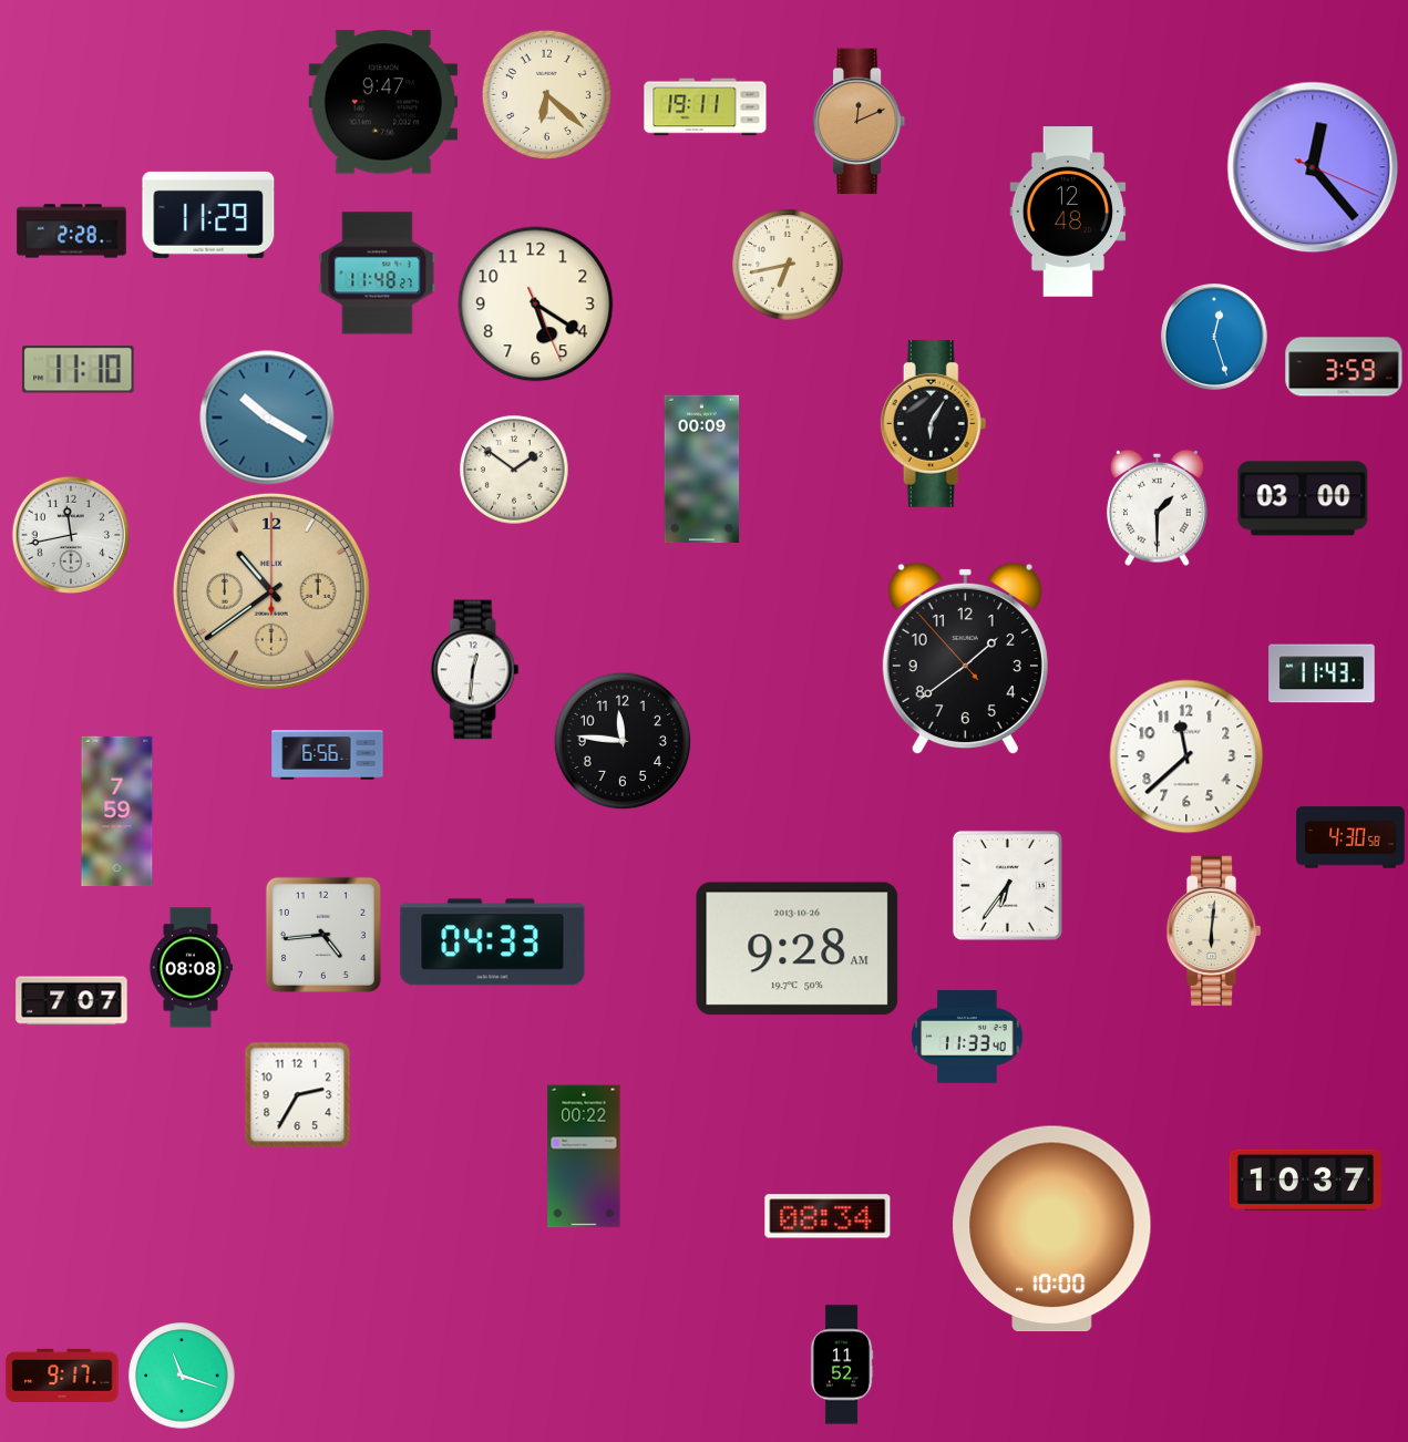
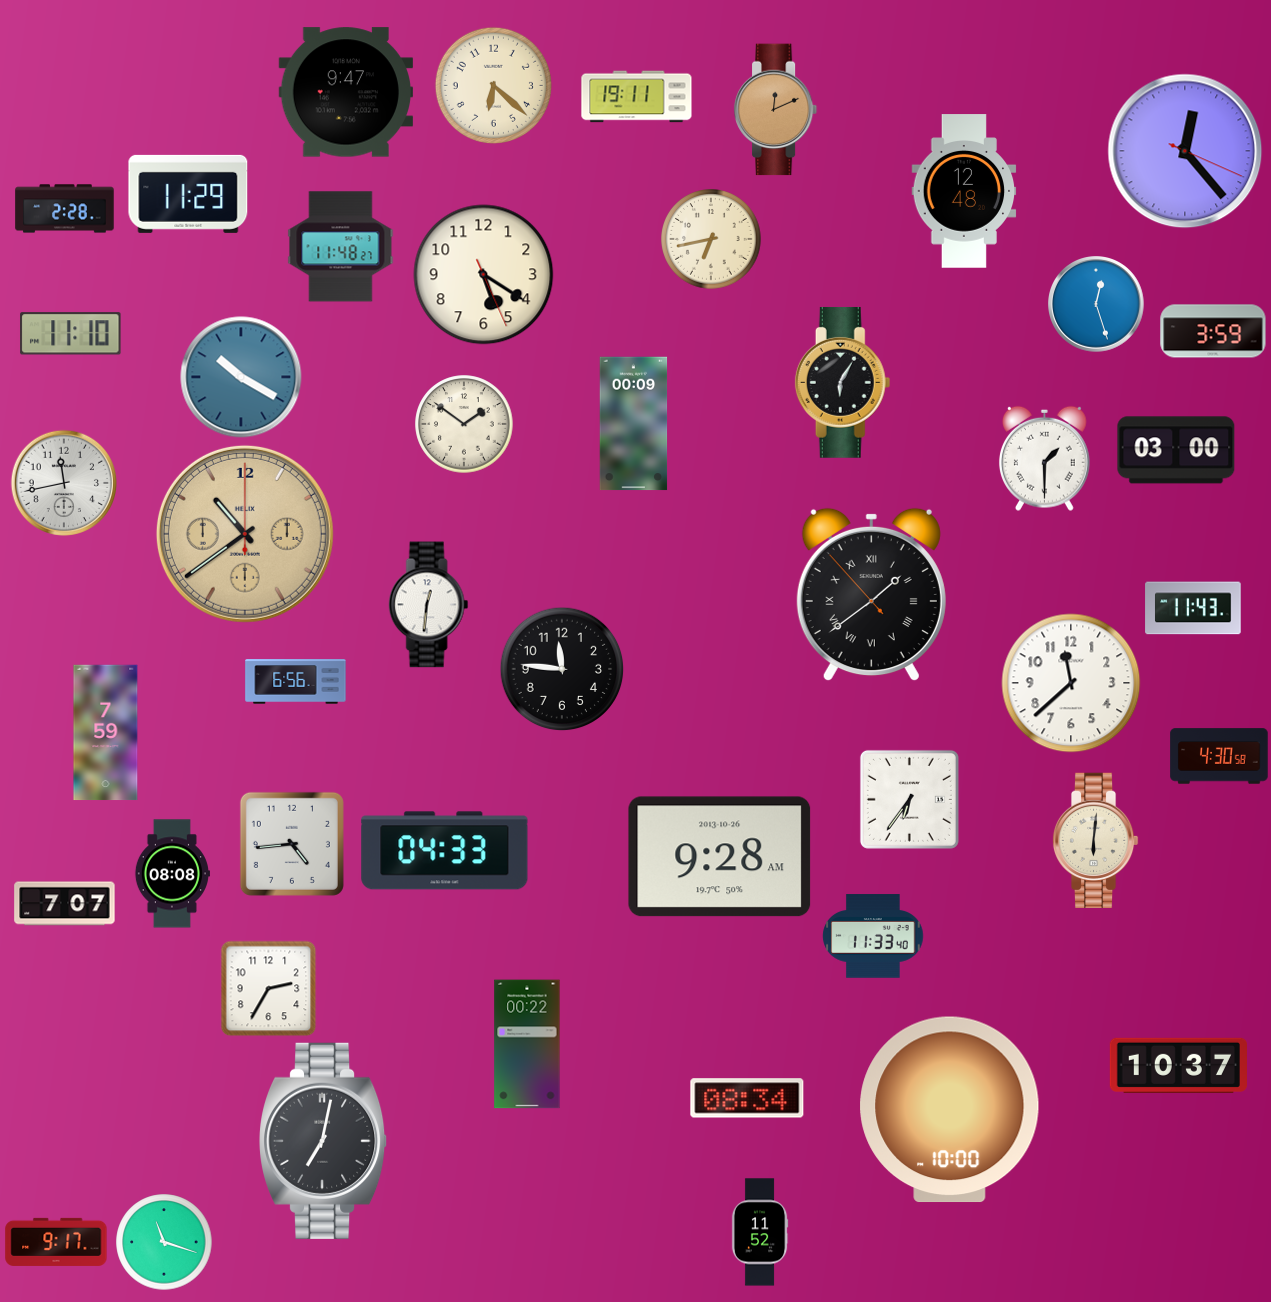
clock at (965, 659) numerals: Arabic -> Roman
clock at (324, 1141): none -> 7:02
